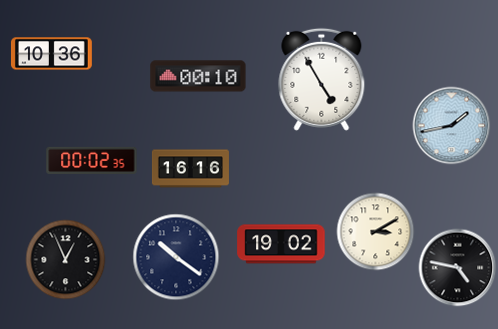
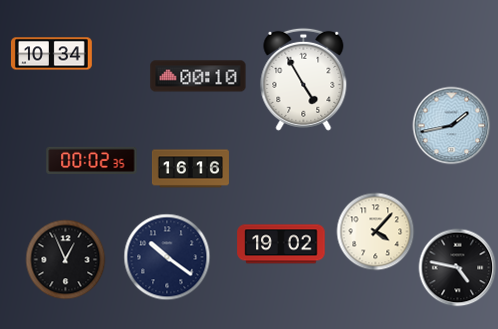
clock at (52, 54): 10:36 -> 10:34
clock at (322, 79) position: (322, 79) -> (304, 79)
clock at (375, 231): 3:10 -> 4:07
clock at (176, 257) position: (176, 257) -> (167, 257)
